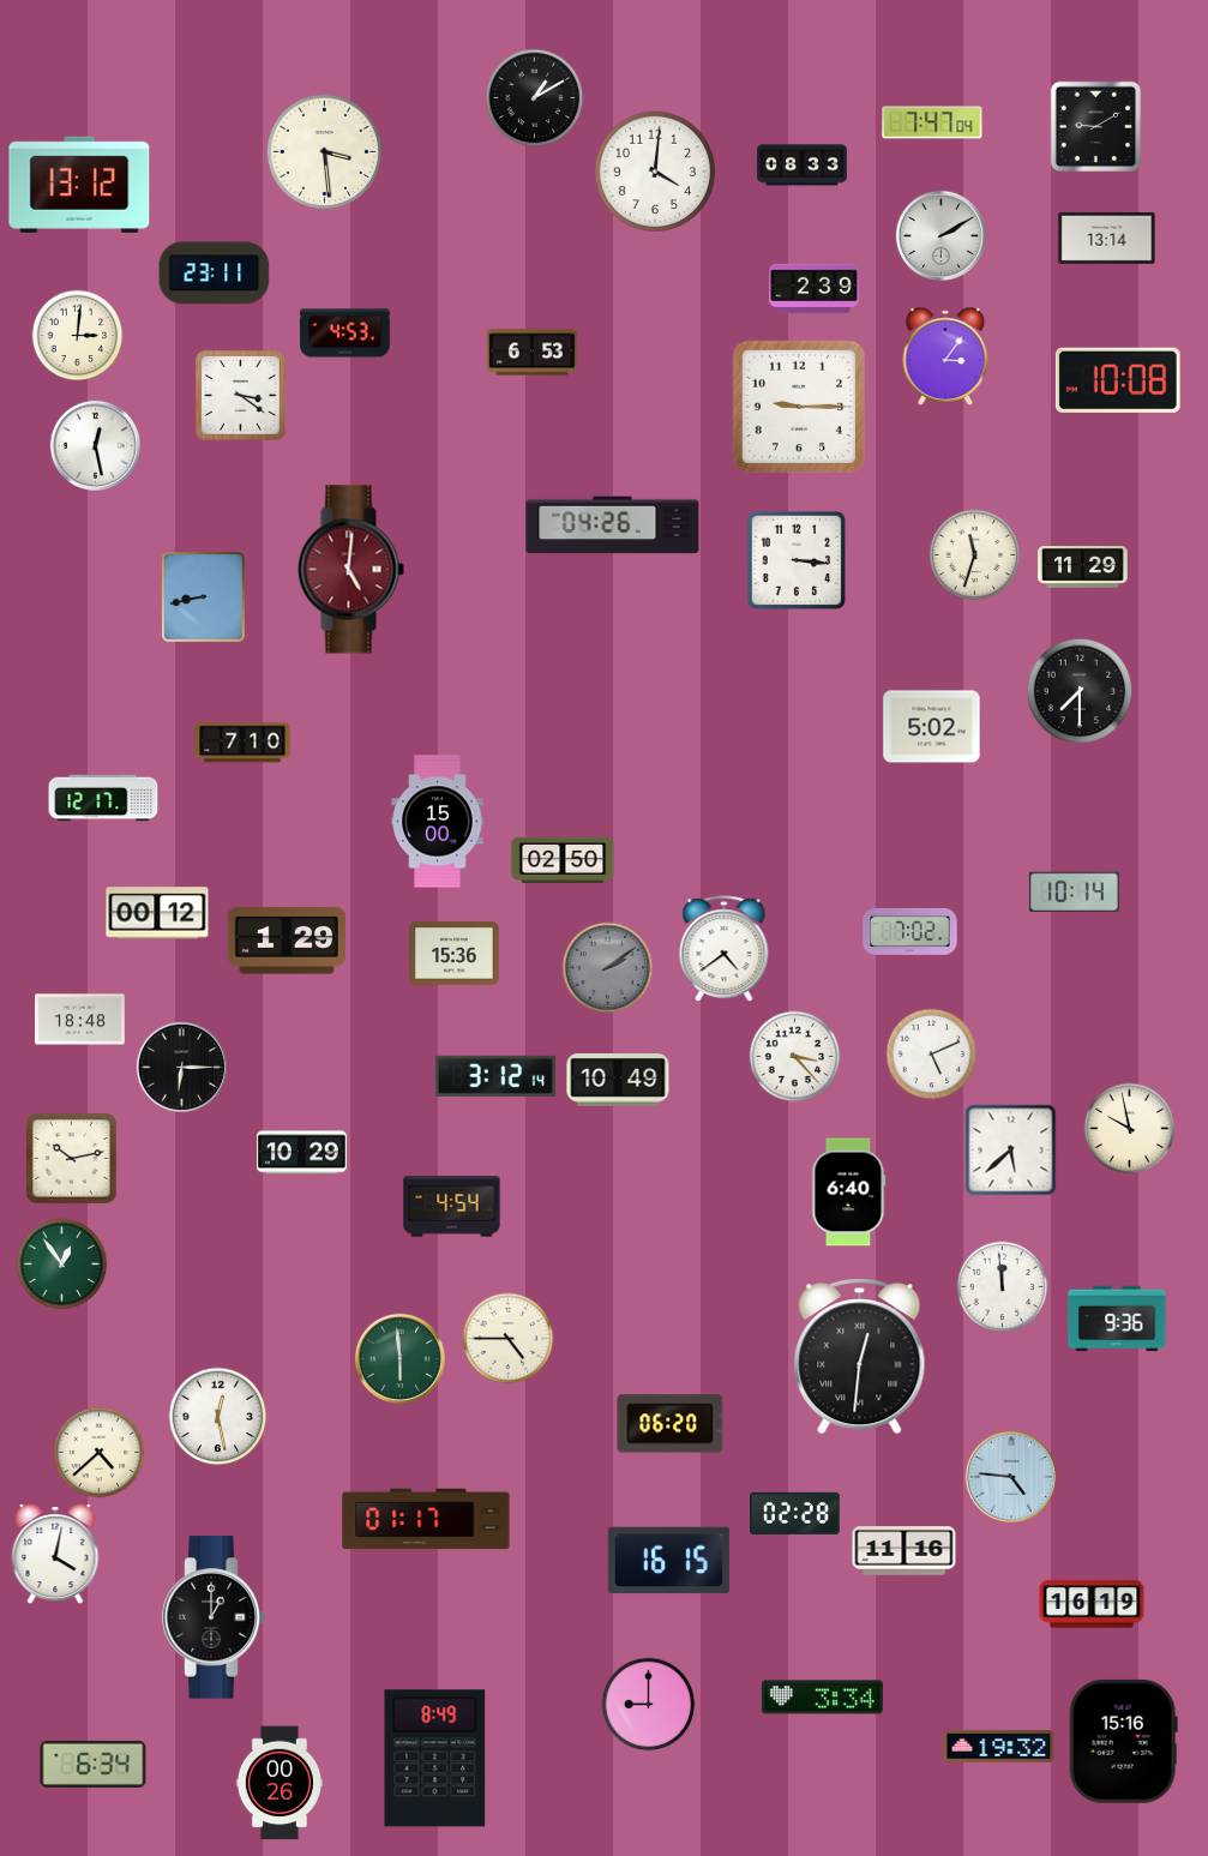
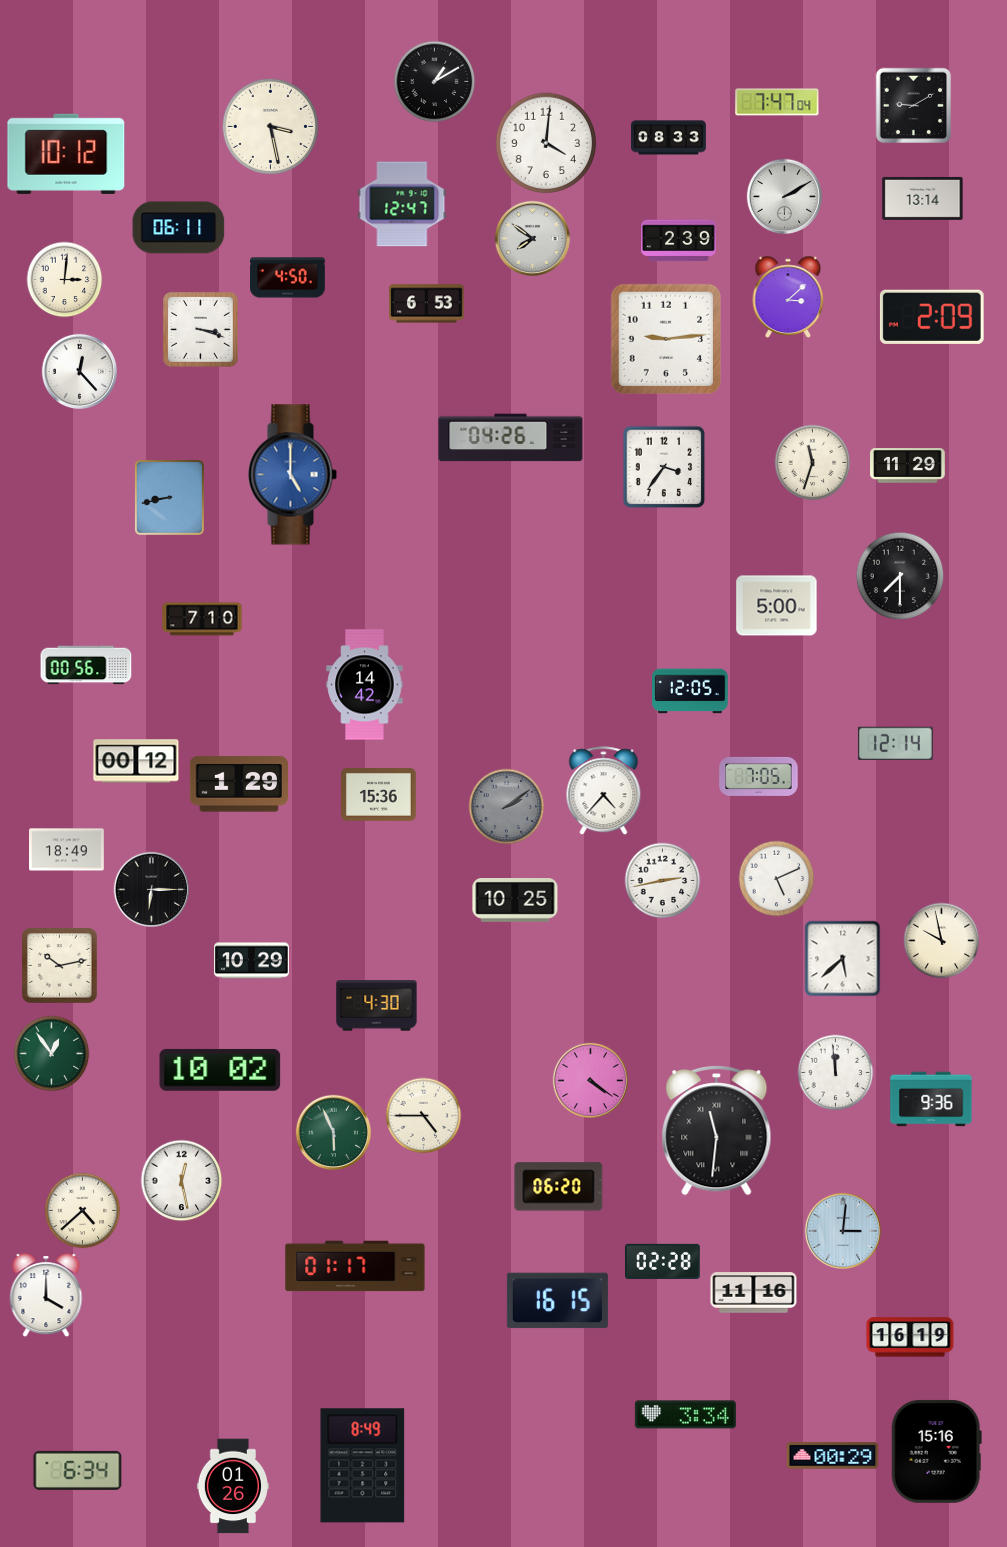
clock at (535, 98) position: (535, 98) -> (435, 82)
clock at (325, 152): 3:29 -> 3:28
clock at (79, 185): 13:12 -> 10:12
clock at (402, 204): none -> 12:47
clock at (215, 274): 23:11 -> 06:11
clock at (532, 238): none -> 7:51
clock at (345, 334): 4:53 -> 4:50
clock at (533, 353) position: (533, 353) -> (427, 304)
clock at (945, 356): 3:06 -> 3:08
clock at (1118, 380): 10:08 -> 2:09
clock at (241, 396): 3:21 -> 3:18
clock at (798, 406): 9:15 -> 9:14
clock at (95, 445): 12:28 -> 12:23
clock at (797, 560): 3:16 -> 3:36
clock at (1083, 567) position: (1083, 567) -> (908, 466)
clock at (350, 570): 5:01 -> 5:00
clock at (350, 570) dial: burgundy -> blue
clock at (932, 727): 5:02 -> 5:00
clock at (103, 798): 12:17 -> 00:56
clock at (438, 822): 15:00 -> 14:42
clock at (690, 691): none -> 12:05
clock at (563, 860): 02:50 -> none
clock at (1074, 891): 10:14 -> 12:14
clock at (157, 913) position: (157, 913) -> (136, 761)
clock at (910, 931): 7:02 -> 7:05
clock at (725, 949): 4:39 -> 4:37
clock at (80, 1020): 18:48 -> 18:49
clock at (795, 1057): 3:23 -> 2:43
clock at (495, 1076): 3:12 -> none
clock at (618, 1081): 10:49 -> 10:25
clock at (849, 1193): 6:40 -> none
clock at (452, 1207): 4:54 -> 4:30
clock at (220, 1070): none -> 10:02
clock at (590, 1080): none -> 4:21
clock at (860, 1357): 12:31 -> 11:31
clock at (399, 1358): 5:59 -> 5:56
clock at (1010, 1476): 4:46 -> 3:01
clock at (55, 1555): 4:02 -> 4:00
clock at (214, 1617): 1:00 -> none
clock at (649, 1705): 9:00 -> none
clock at (999, 1747): 19:32 -> 00:29
clock at (280, 1783): 00:26 -> 01:26
